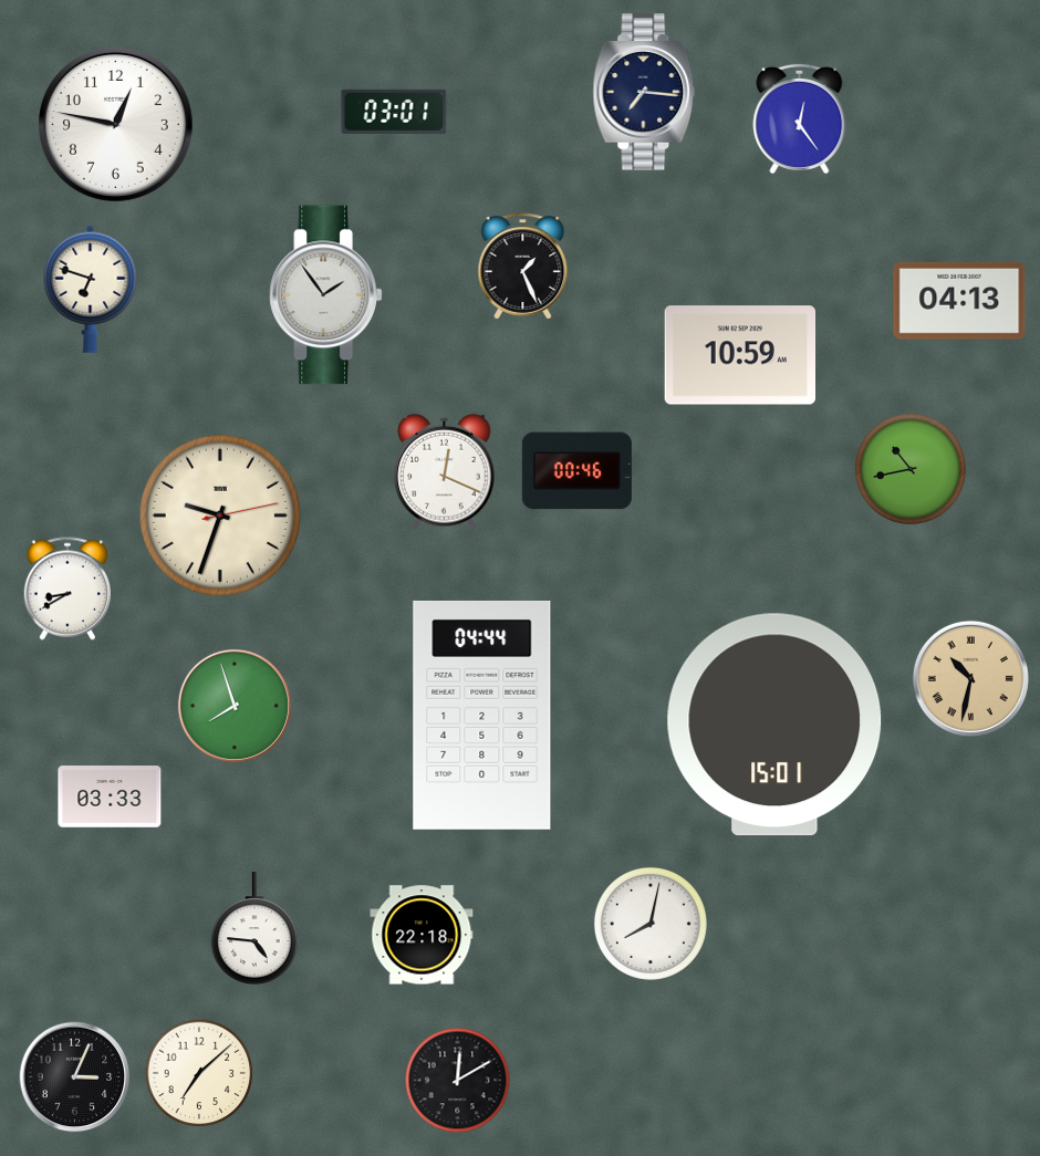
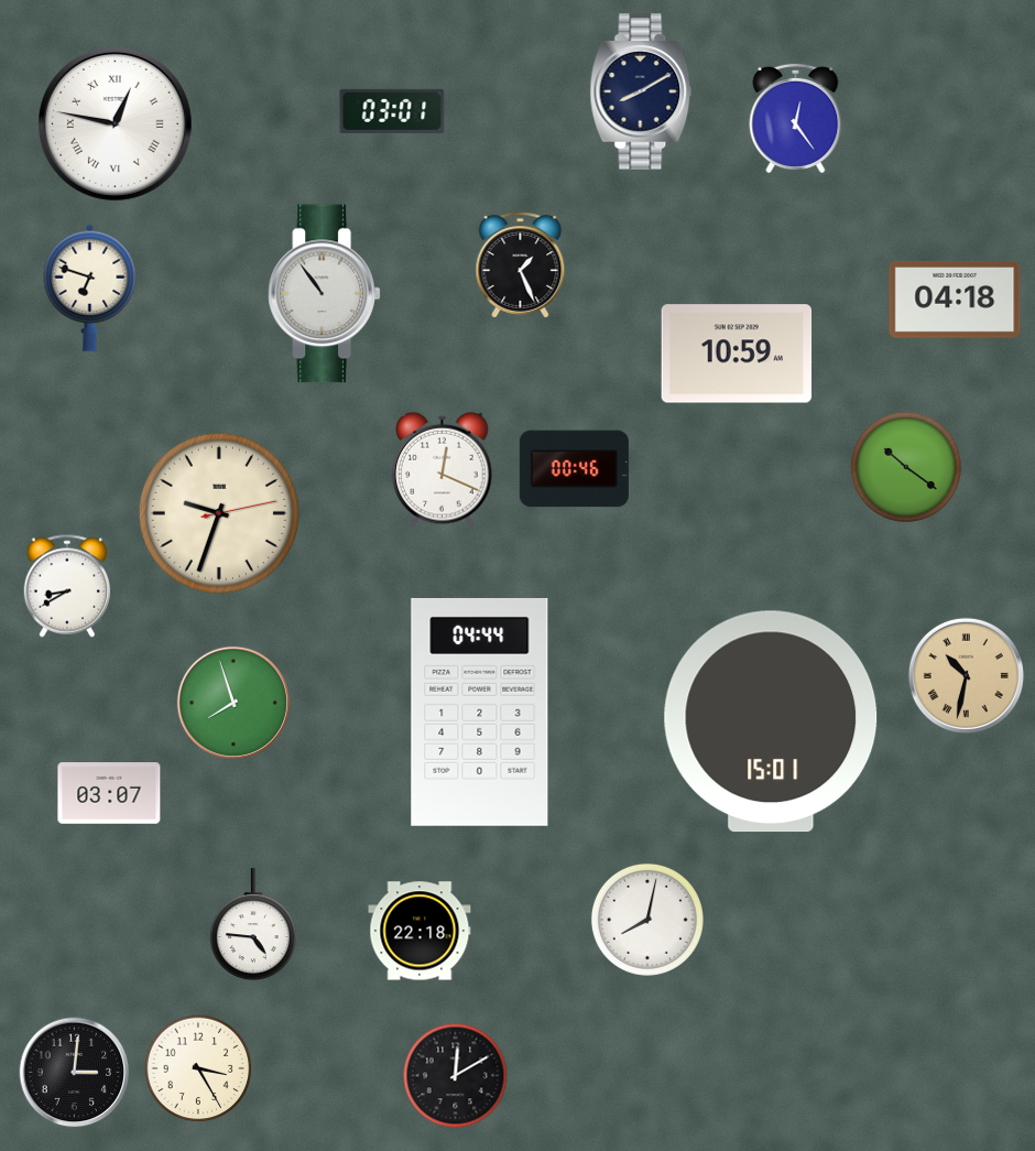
clock at (644, 92): 7:16 -> 8:10
clock at (115, 124) numerals: Arabic -> Roman
clock at (325, 295): 1:54 -> 10:54
clock at (959, 301): 04:13 -> 04:18
clock at (911, 469): 10:43 -> 10:21
clock at (110, 798): 03:33 -> 03:07
clock at (199, 1073): 7:08 -> 3:25
clock at (75, 1077): 3:04 -> 3:01
